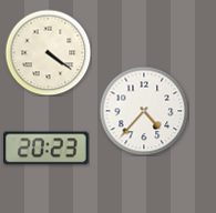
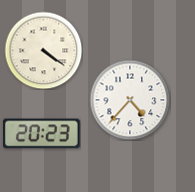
clock at (48, 52) position: (48, 52) -> (43, 50)
